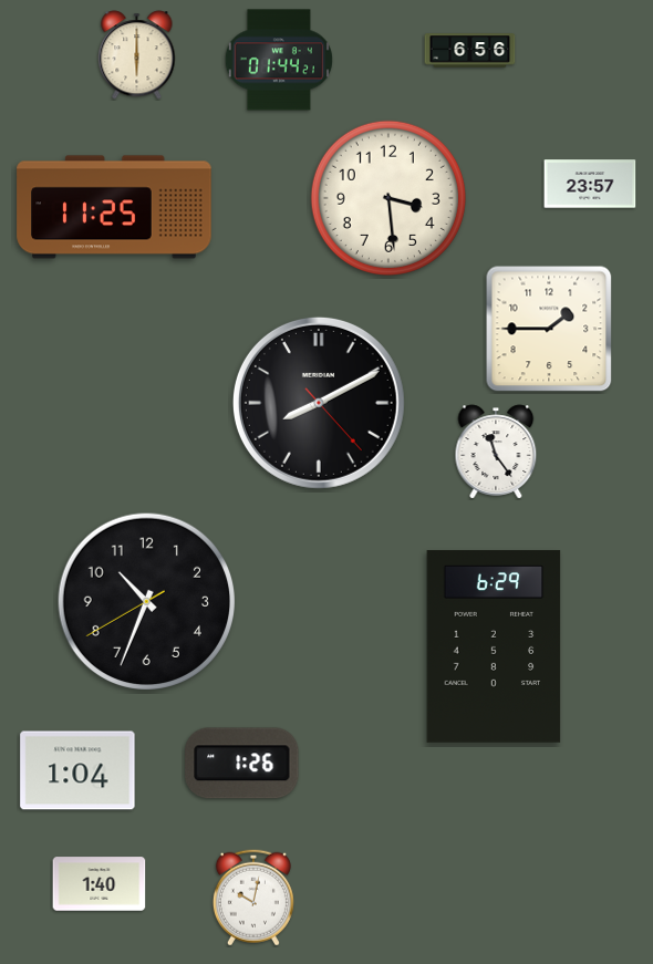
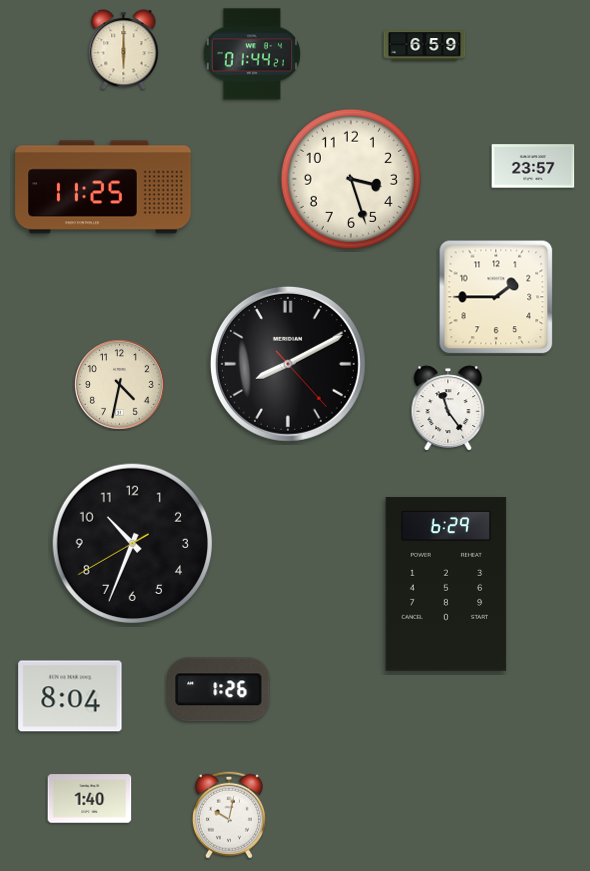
clock at (470, 51): 6:56 -> 6:59
clock at (388, 198): 3:29 -> 3:27
clock at (120, 385): none -> 4:32
clock at (77, 770): 1:04 -> 8:04
clock at (253, 898) position: (253, 898) -> (229, 815)
